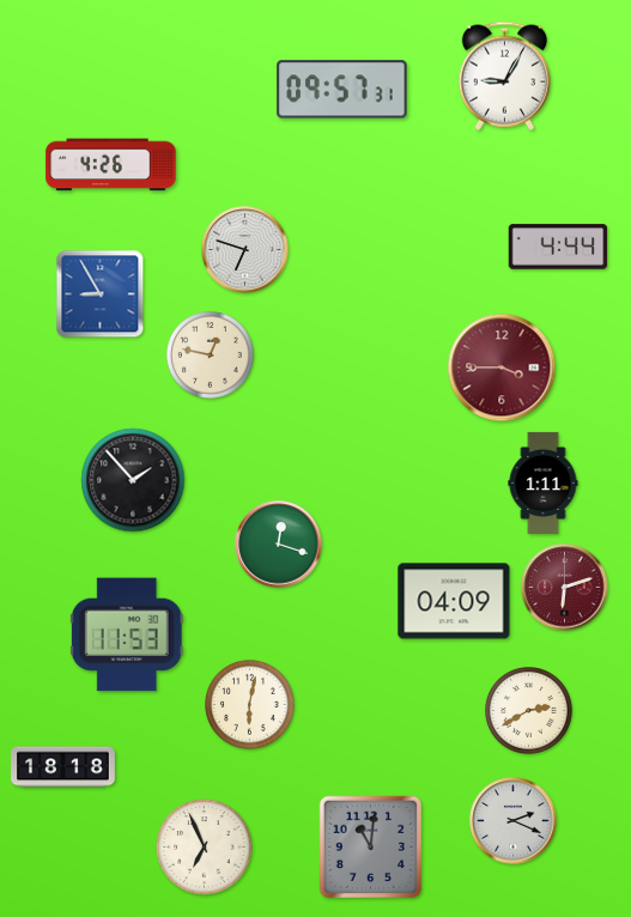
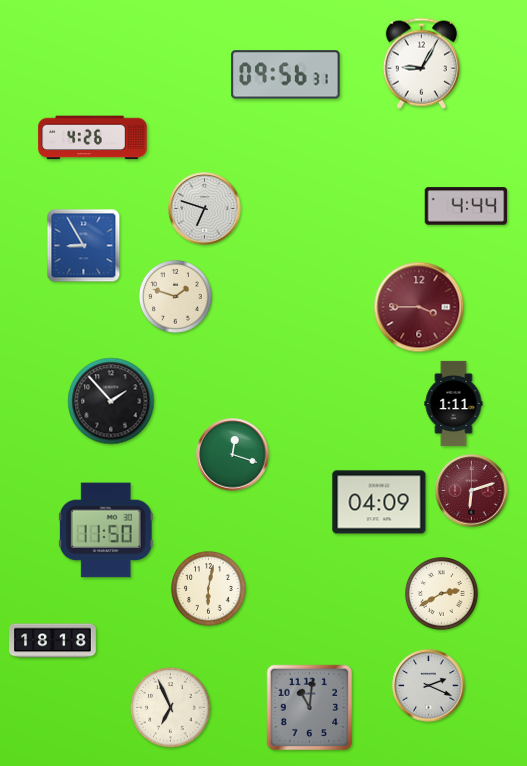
clock at (342, 90): 09:57 -> 09:56
clock at (211, 356): 12:47 -> 1:48
clock at (127, 634): 11:53 -> 11:50
